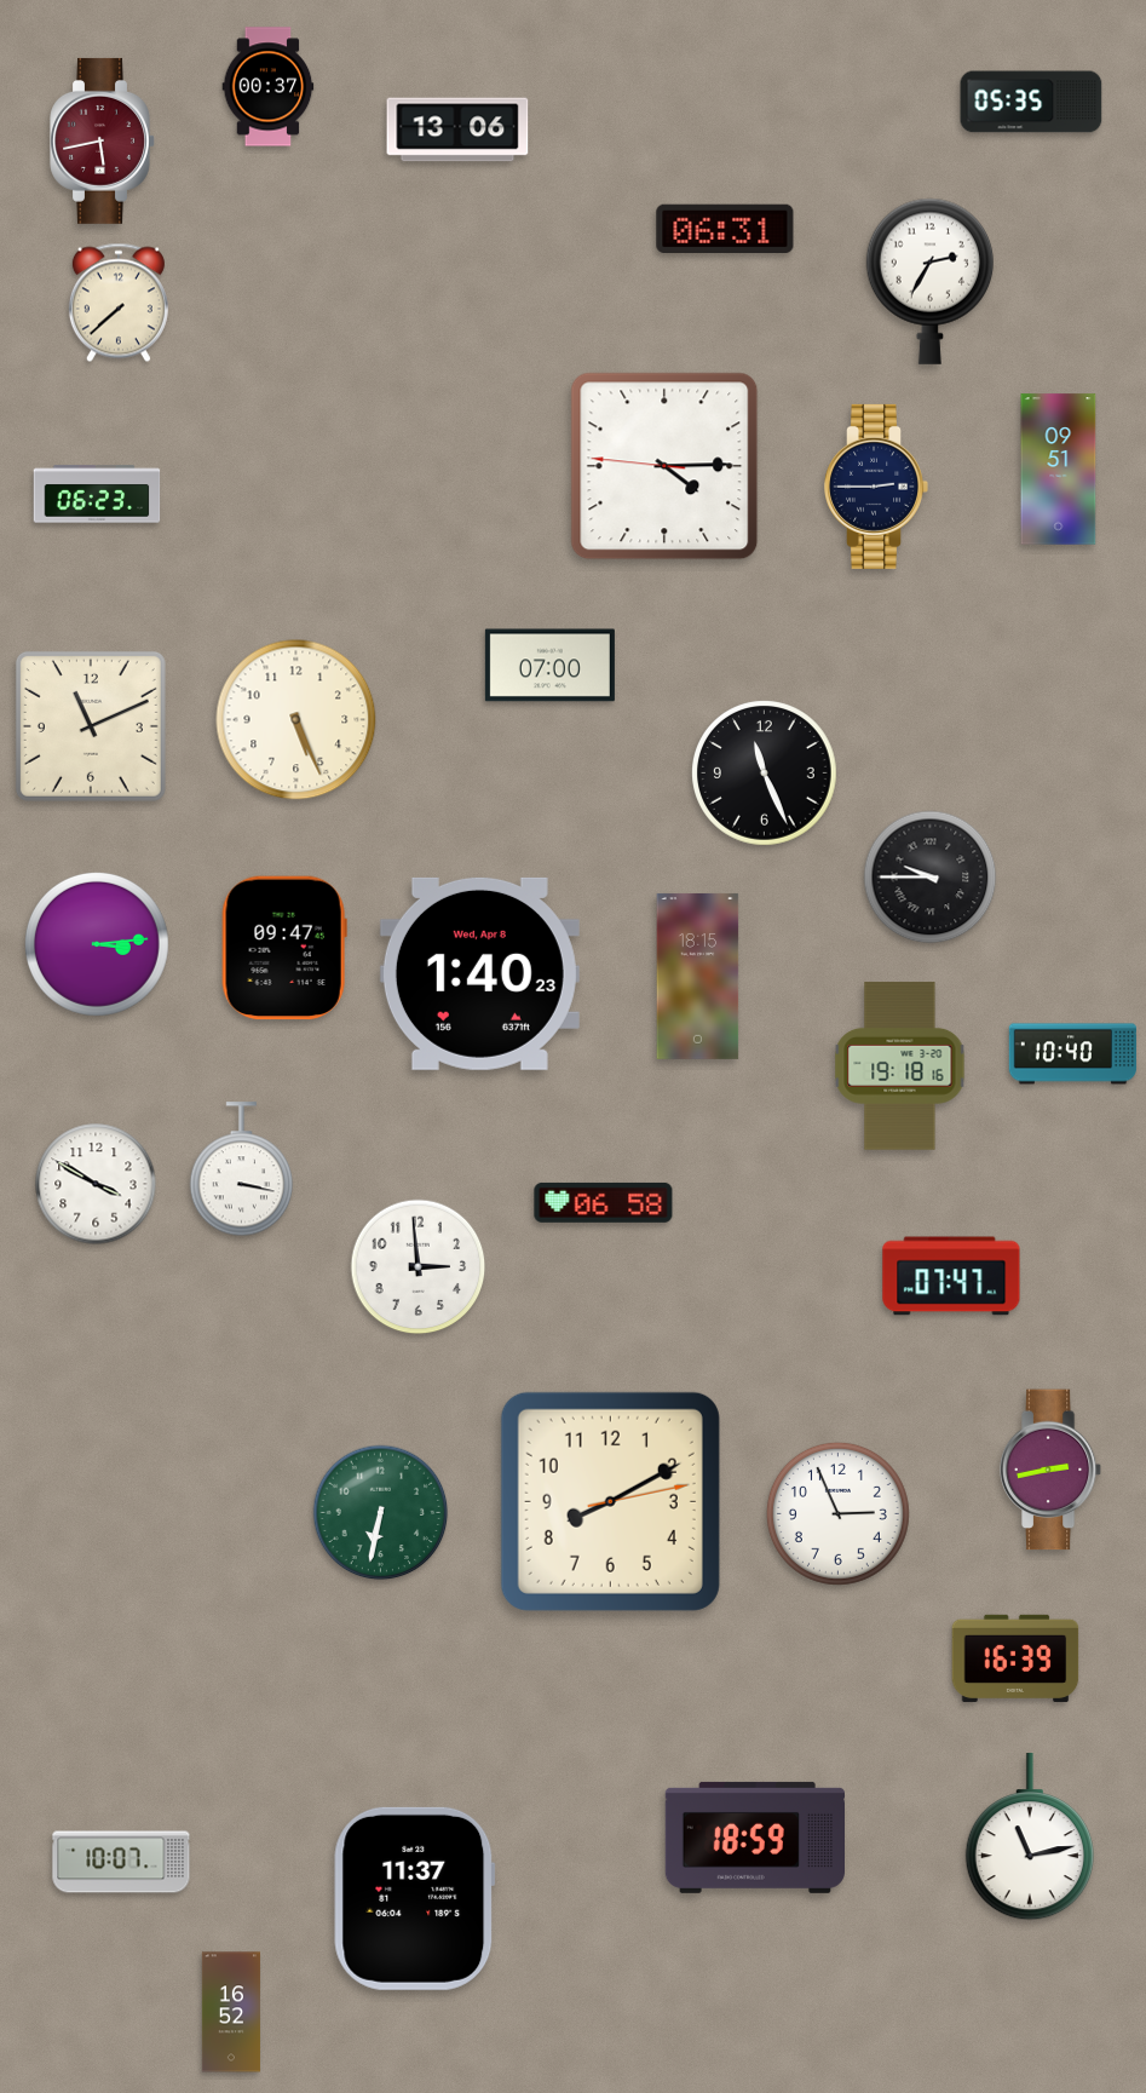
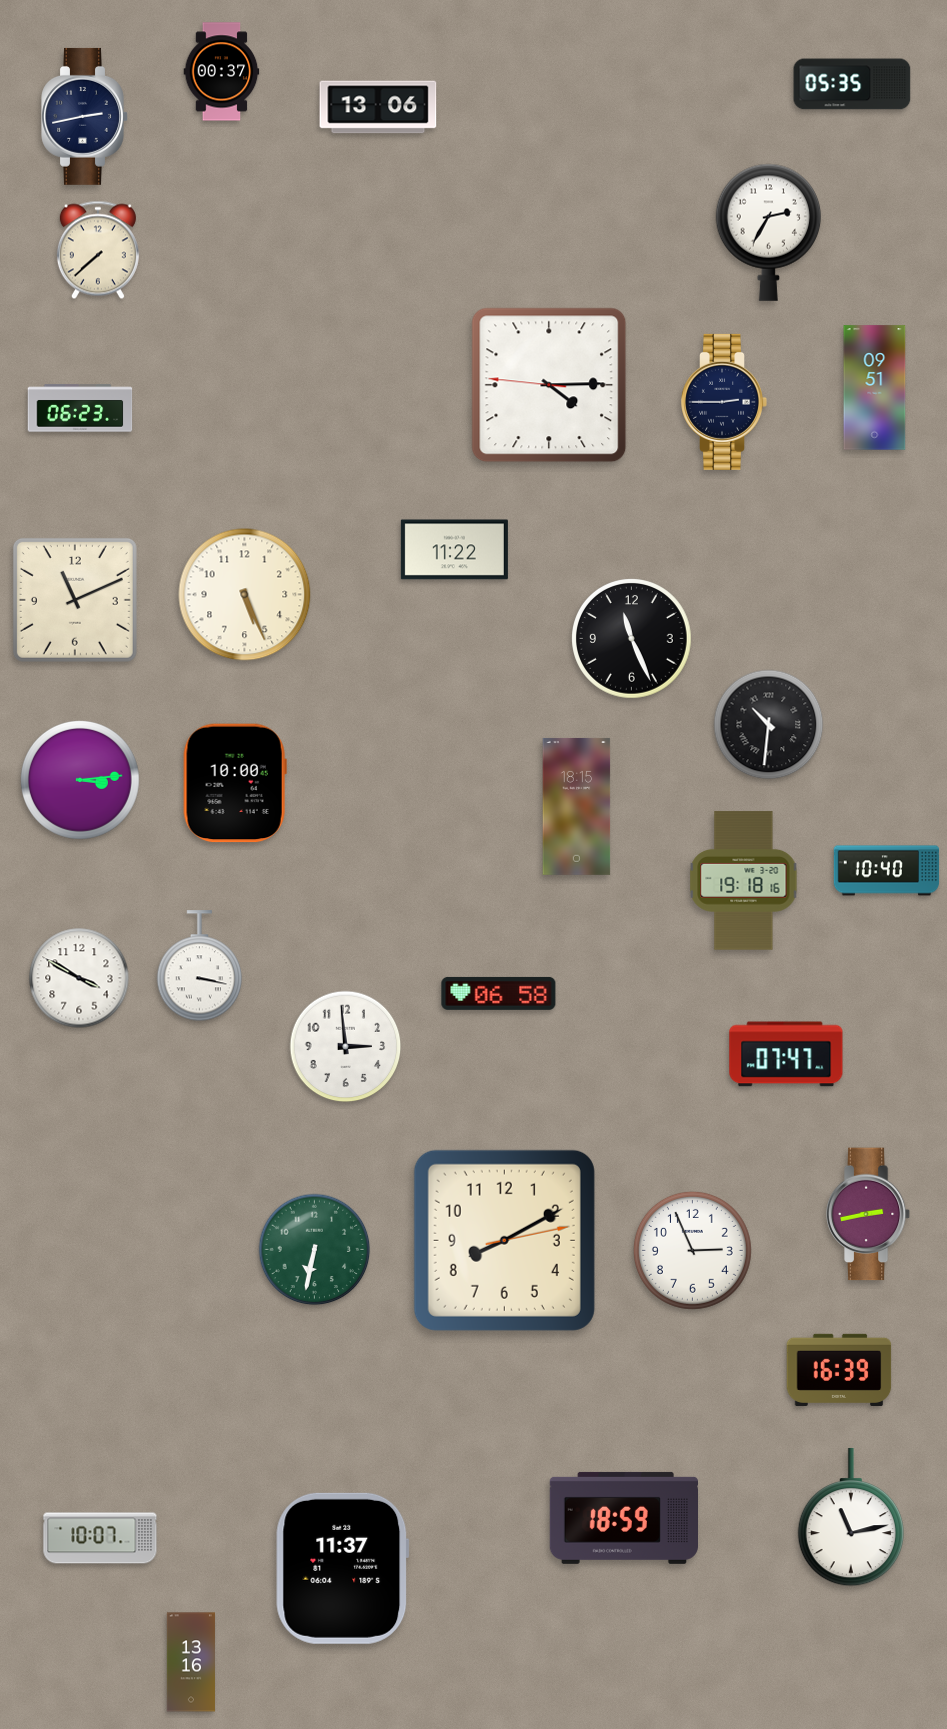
clock at (103, 140): 5:43 -> 2:43
clock at (103, 140) dial: burgundy -> navy
clock at (725, 228): 06:31 -> none
clock at (549, 666): 07:00 -> 11:22
clock at (931, 878): 9:45 -> 10:31
clock at (284, 948): 09:47 -> 10:00
clock at (479, 973): 1:40 -> none
clock at (231, 2012): 16:52 -> 13:16
